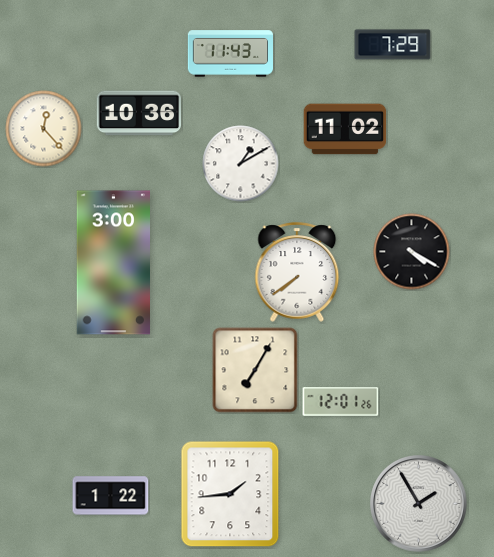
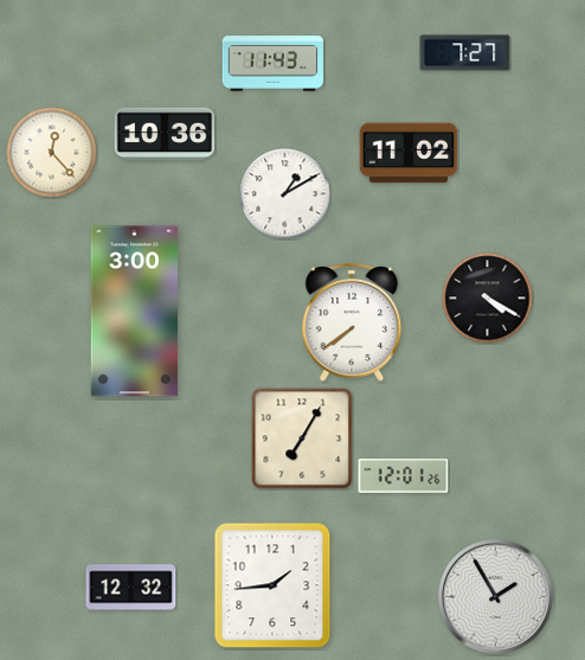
clock at (393, 45): 7:29 -> 7:27
clock at (111, 496): 1:22 -> 12:32
